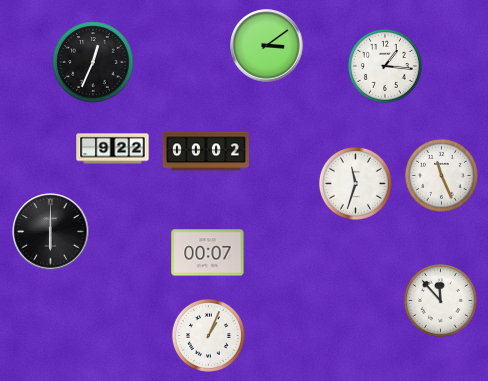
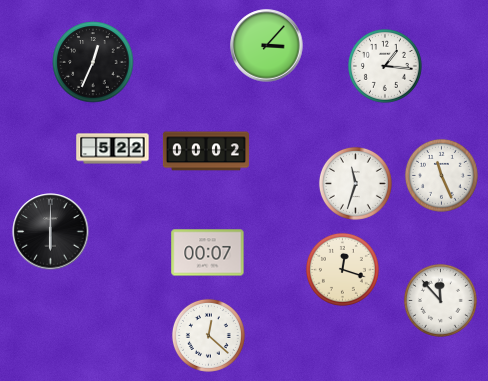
clock at (267, 46): 3:09 -> 3:07
clock at (113, 149): 9:22 -> 5:22
clock at (342, 269): none -> 12:18
clock at (208, 335): 1:04 -> 12:22
